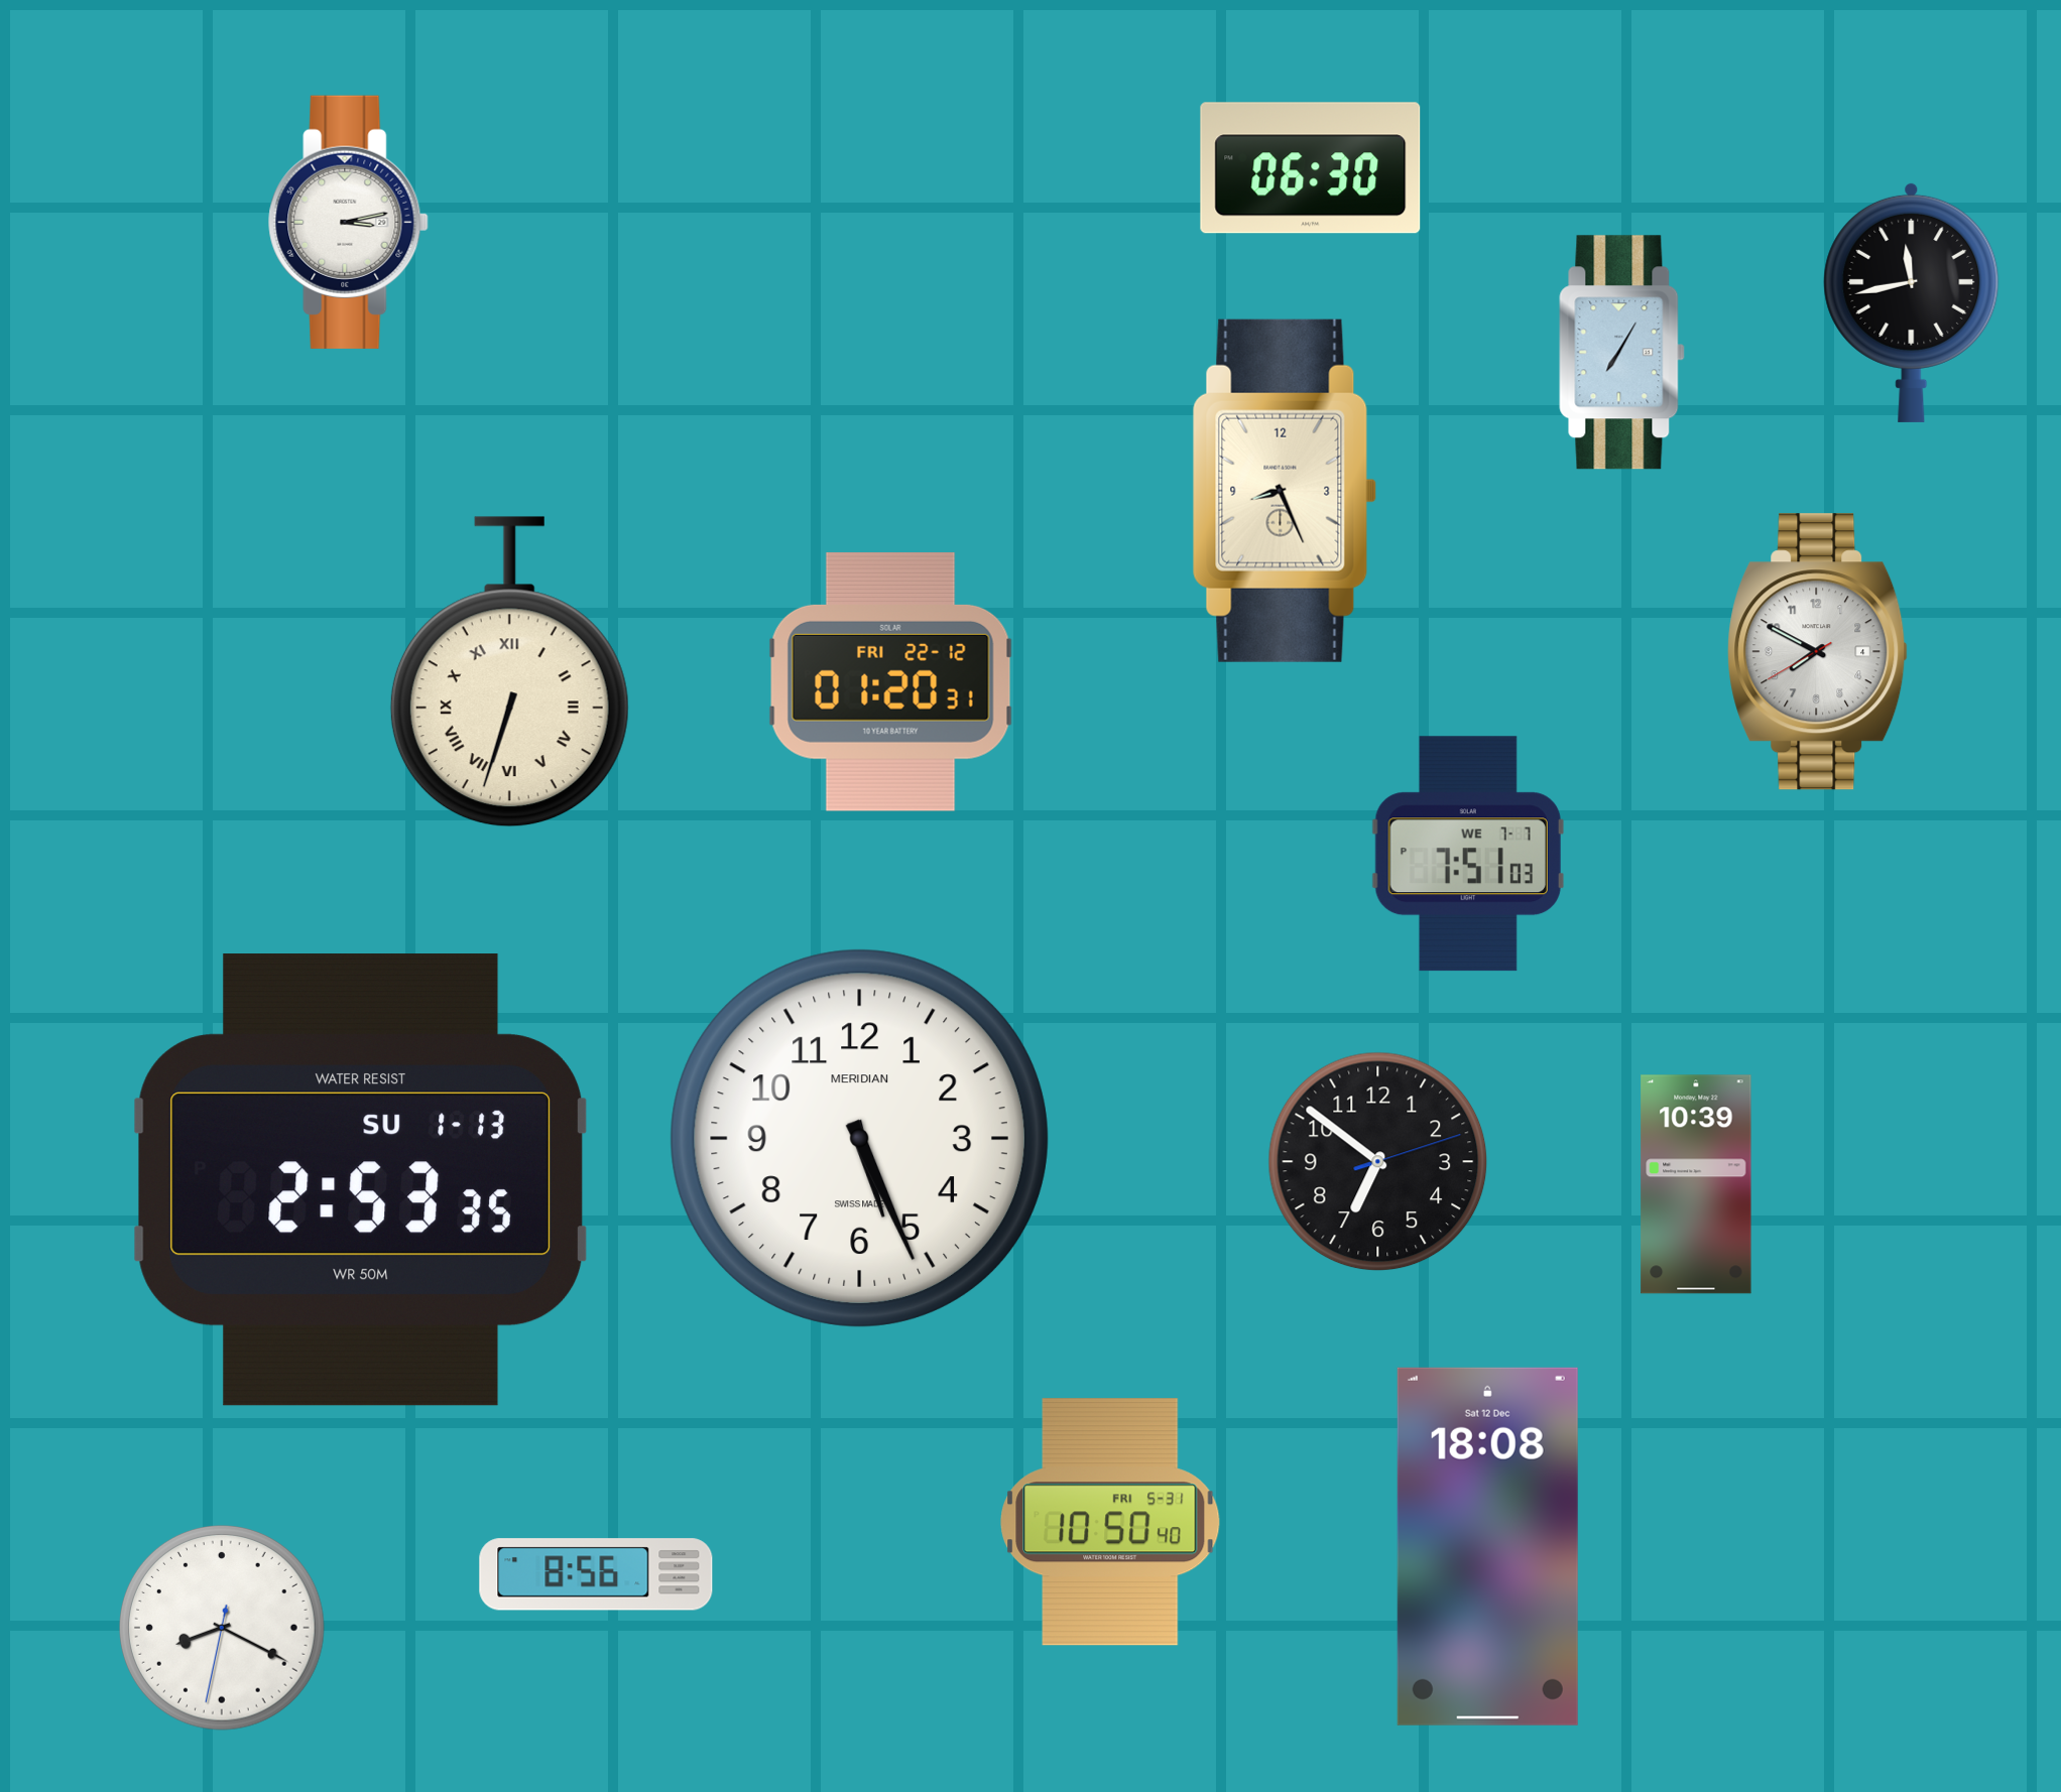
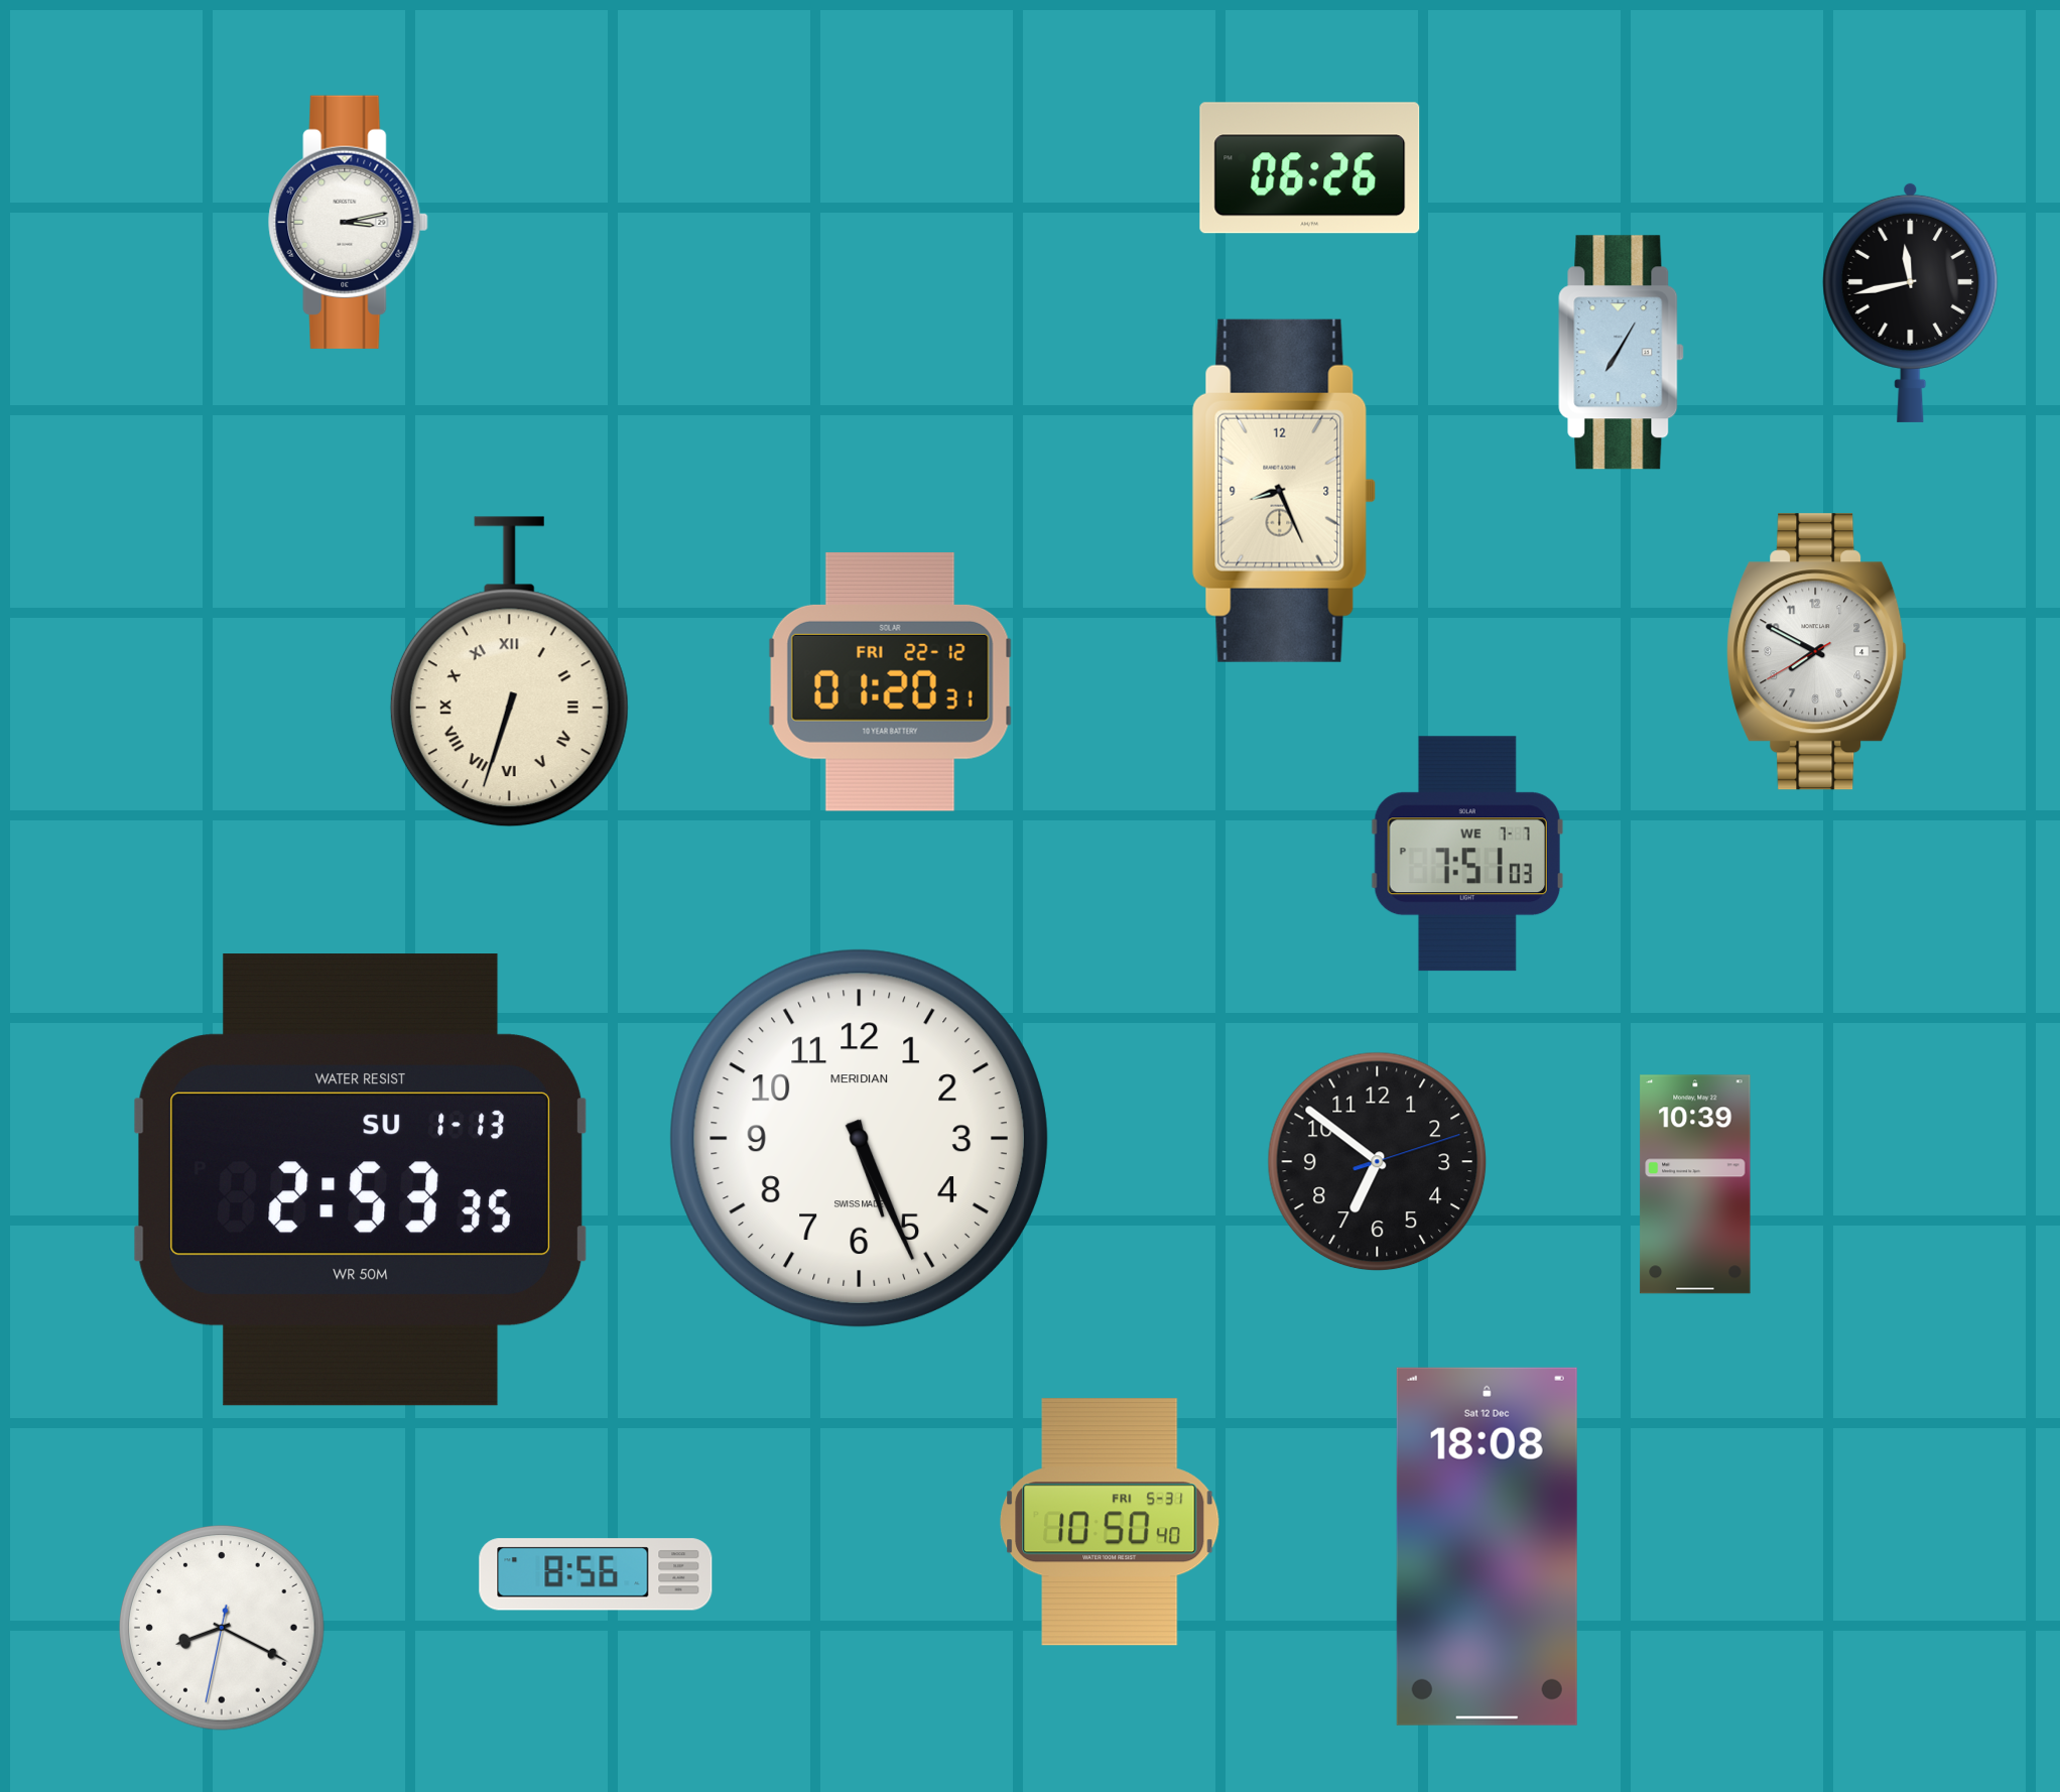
clock at (1311, 168): 06:30 -> 06:26
